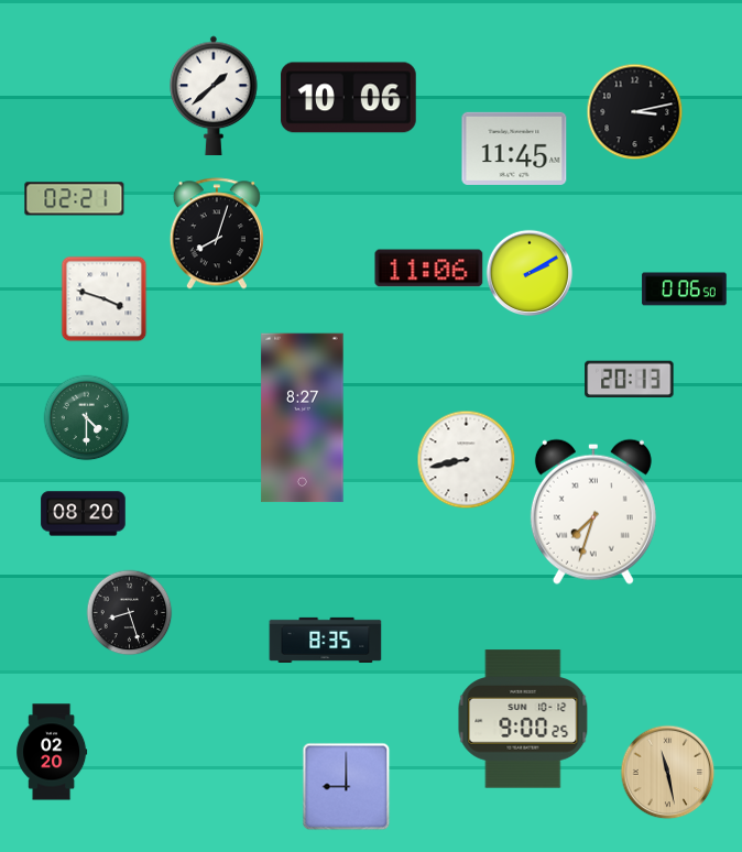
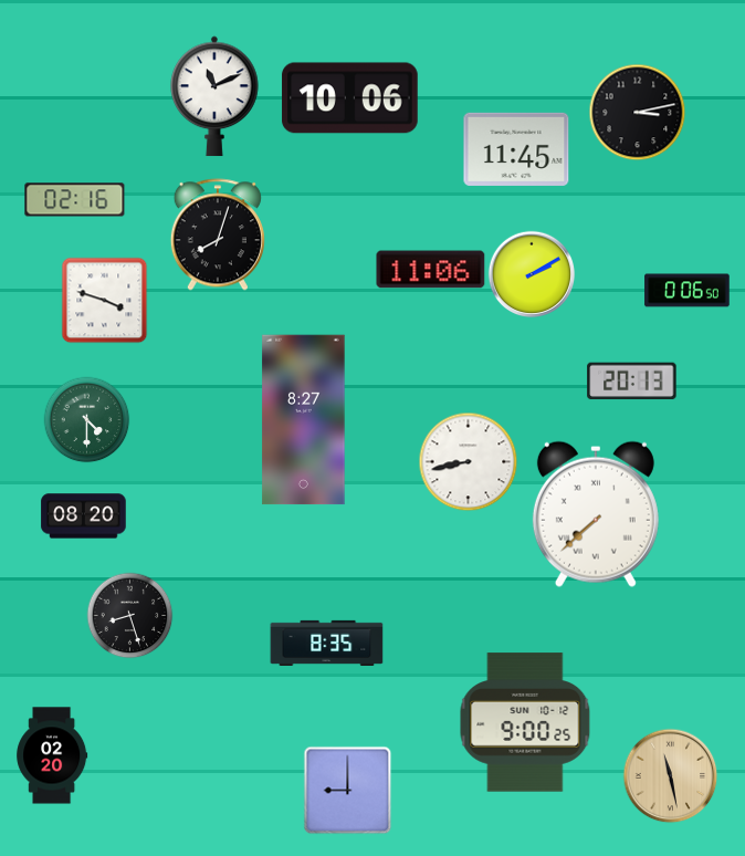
clock at (214, 96): 1:38 -> 11:11
clock at (75, 199): 02:21 -> 02:16
clock at (593, 512): 7:33 -> 7:38
